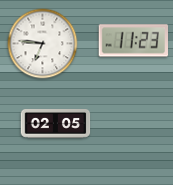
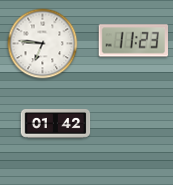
clock at (56, 124): 02:05 -> 01:42
